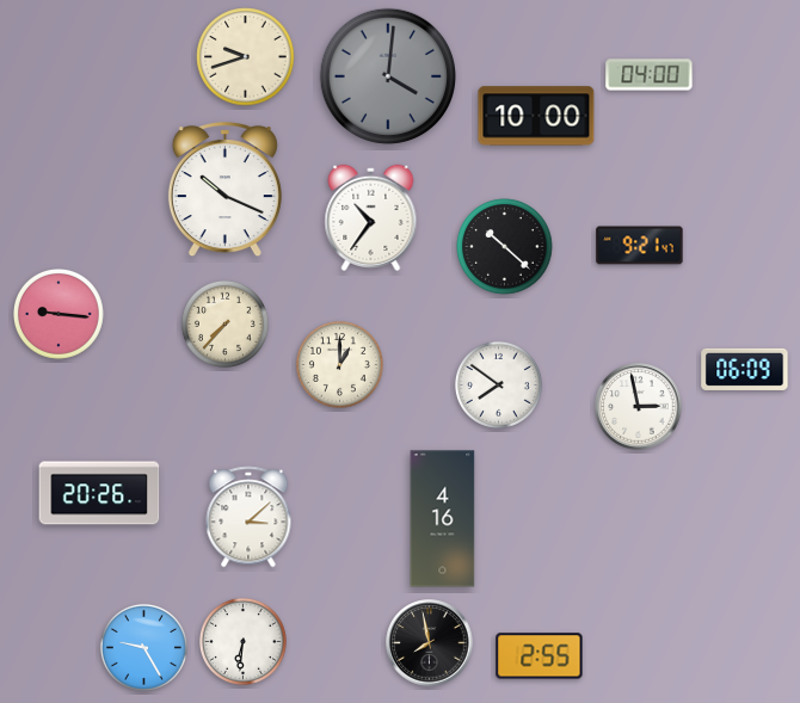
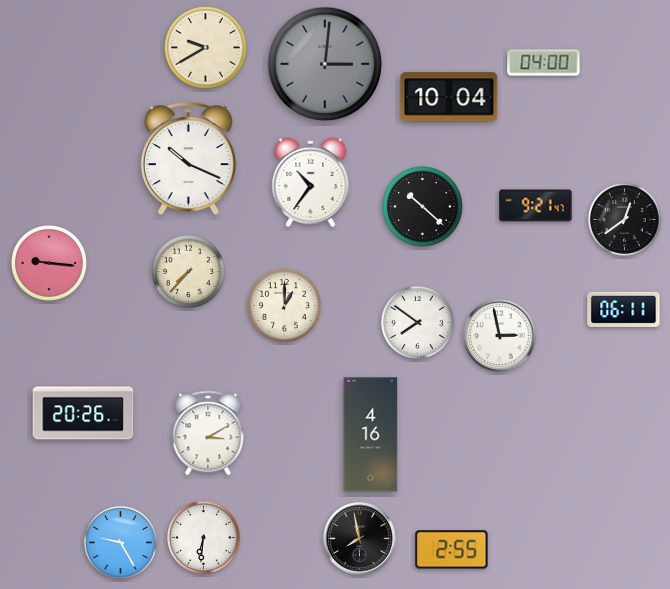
clock at (246, 57): 9:42 -> 9:40
clock at (388, 76): 4:01 -> 3:01
clock at (536, 116): 10:00 -> 10:04
clock at (624, 219): none -> 12:39
clock at (745, 369): 06:09 -> 06:11
clock at (639, 407) position: (639, 407) -> (500, 336)
clock at (248, 517): 3:08 -> 3:10
